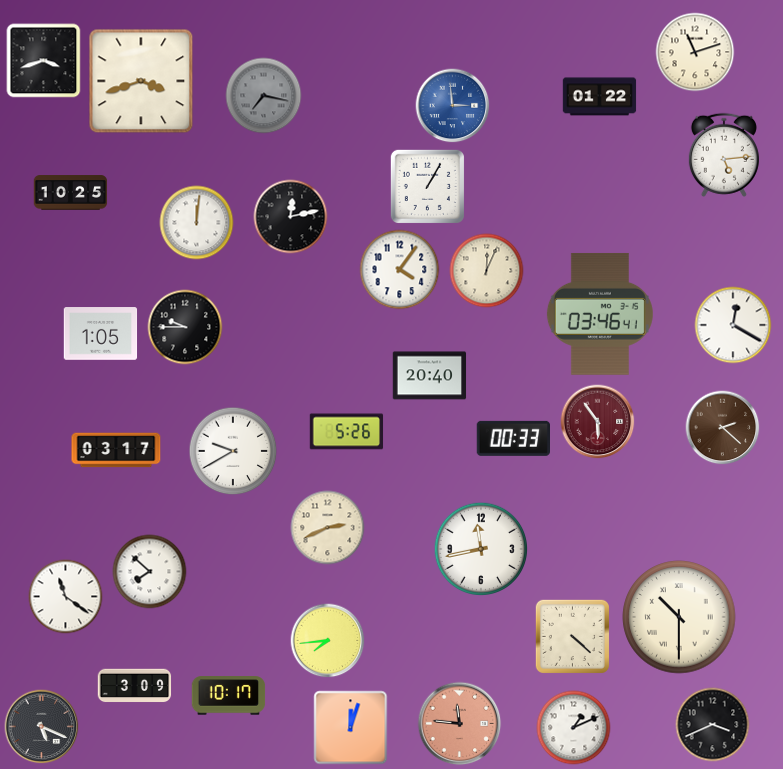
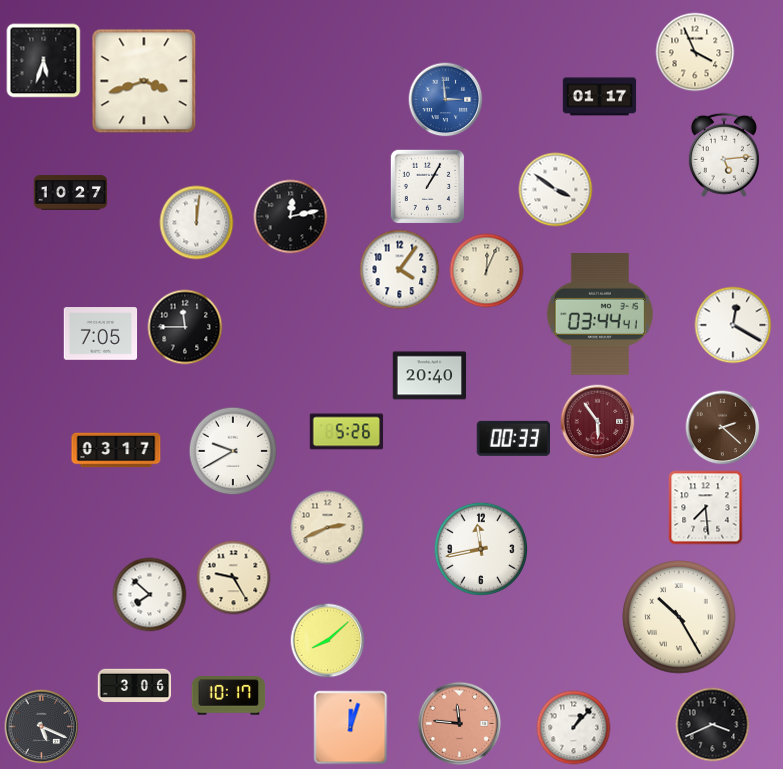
clock at (695, 52): 11:12 -> 3:56
clock at (44, 61): 3:42 -> 5:33
clock at (141, 81) position: (141, 81) -> (144, 81)
clock at (264, 96): 7:17 -> none
clock at (600, 97): 01:22 -> 01:17
clock at (453, 106) position: (453, 106) -> (446, 100)
clock at (556, 190): none -> 3:51
clock at (71, 193): 10:25 -> 10:27
clock at (600, 314): 03:46 -> 03:44
clock at (185, 327): 9:45 -> 11:45
clock at (101, 334): 1:05 -> 7:05
clock at (706, 508): none -> 7:29
clock at (150, 572) position: (150, 572) -> (150, 595)
clock at (234, 578): none -> 9:25
clock at (66, 597): 11:21 -> none
clock at (679, 617): 10:30 -> 10:25
clock at (572, 636): 4:22 -> none
clock at (328, 641): 7:44 -> 8:08
clock at (135, 686): 3:09 -> 3:06
clock at (574, 728): 1:11 -> 1:07
